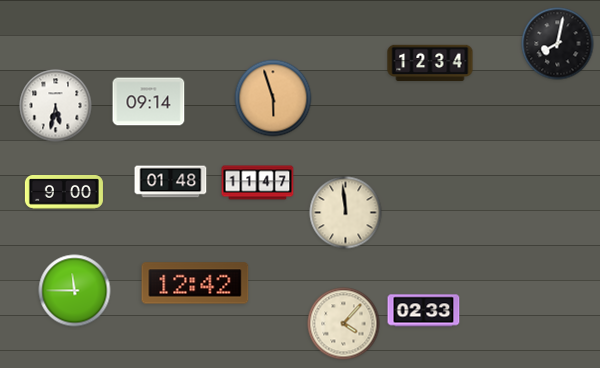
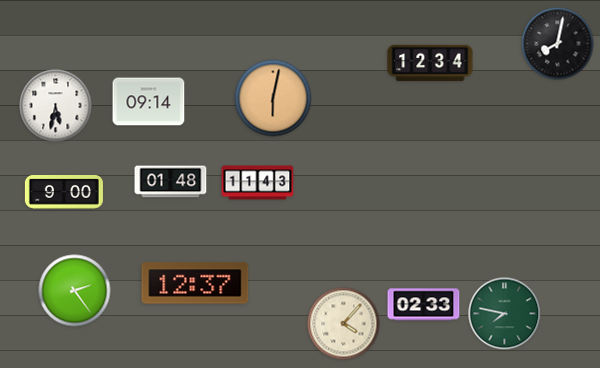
clock at (273, 98): 5:57 -> 6:02
clock at (258, 183): 11:47 -> 11:43
clock at (346, 213): 11:59 -> none
clock at (195, 283): 12:42 -> 12:37
clock at (75, 291): 11:45 -> 2:24
clock at (424, 311) position: (424, 311) -> (424, 305)
clock at (505, 314): none -> 7:47
